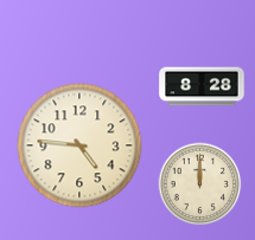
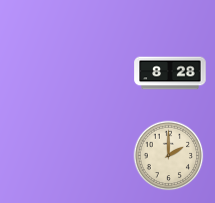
clock at (79, 145): 4:46 -> none
clock at (200, 184): 12:00 -> 2:00
